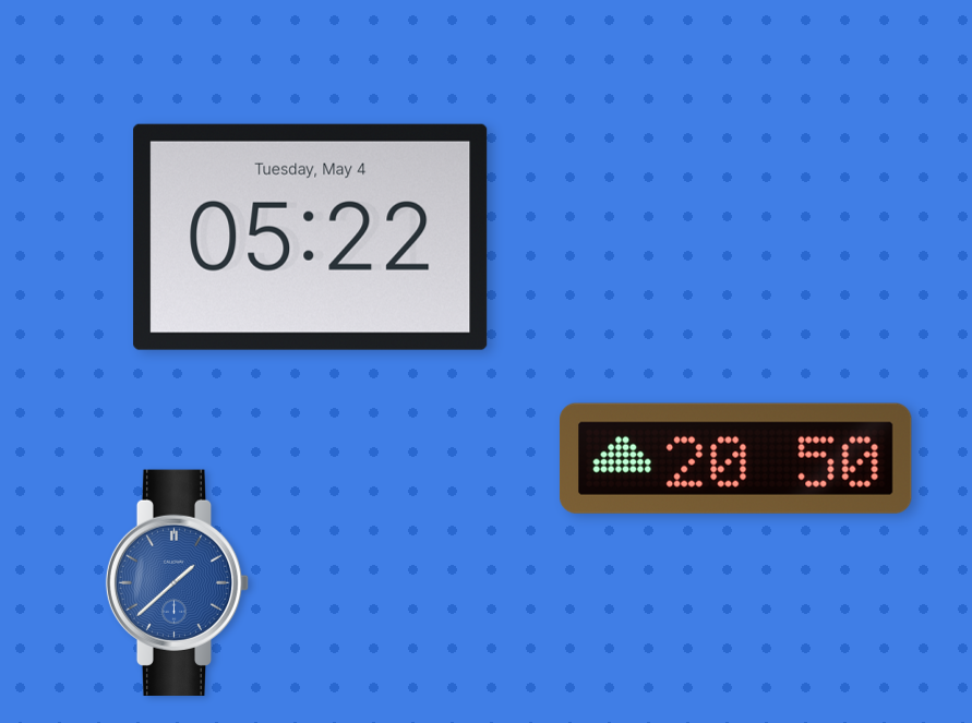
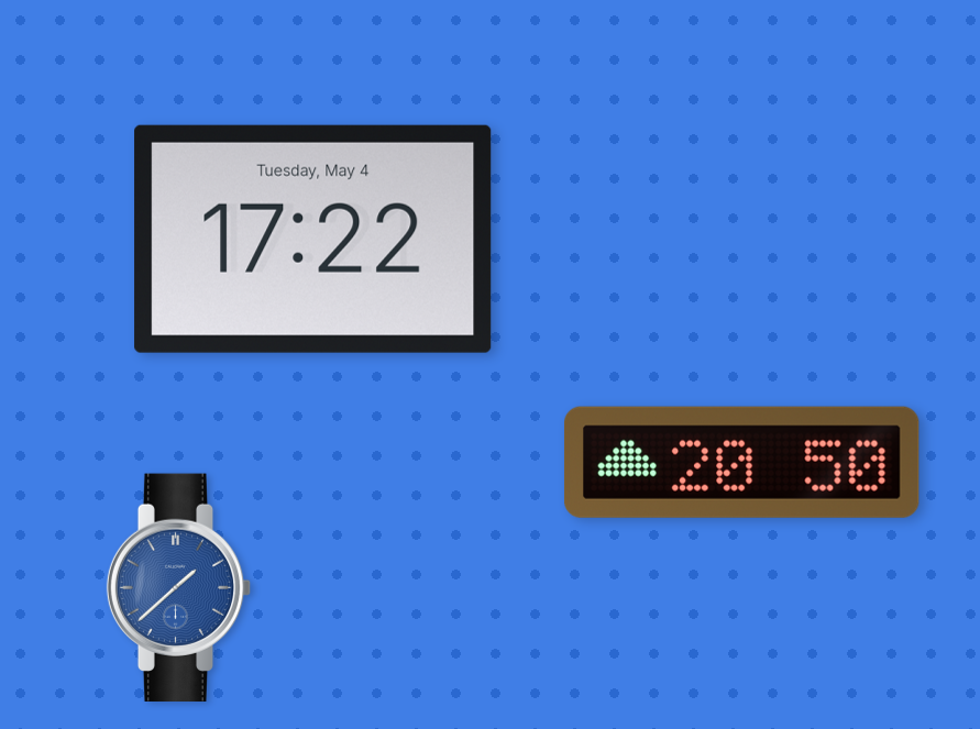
clock at (311, 237): 05:22 -> 17:22
